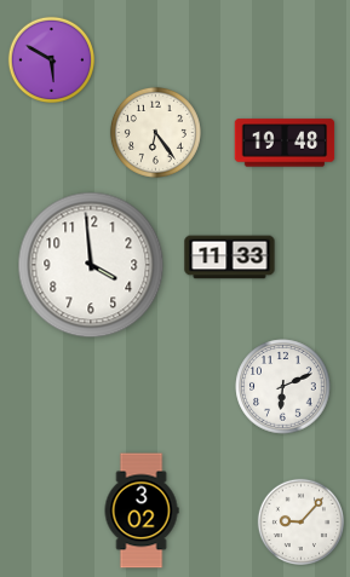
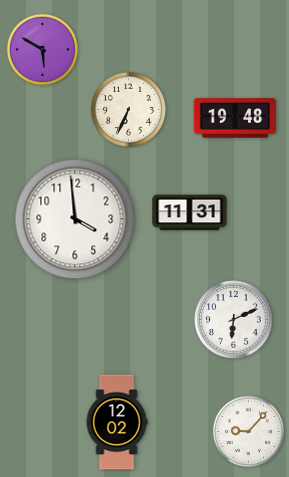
clock at (155, 132): 6:24 -> 6:34
clock at (230, 258): 11:33 -> 11:31
clock at (142, 510): 3:02 -> 12:02
